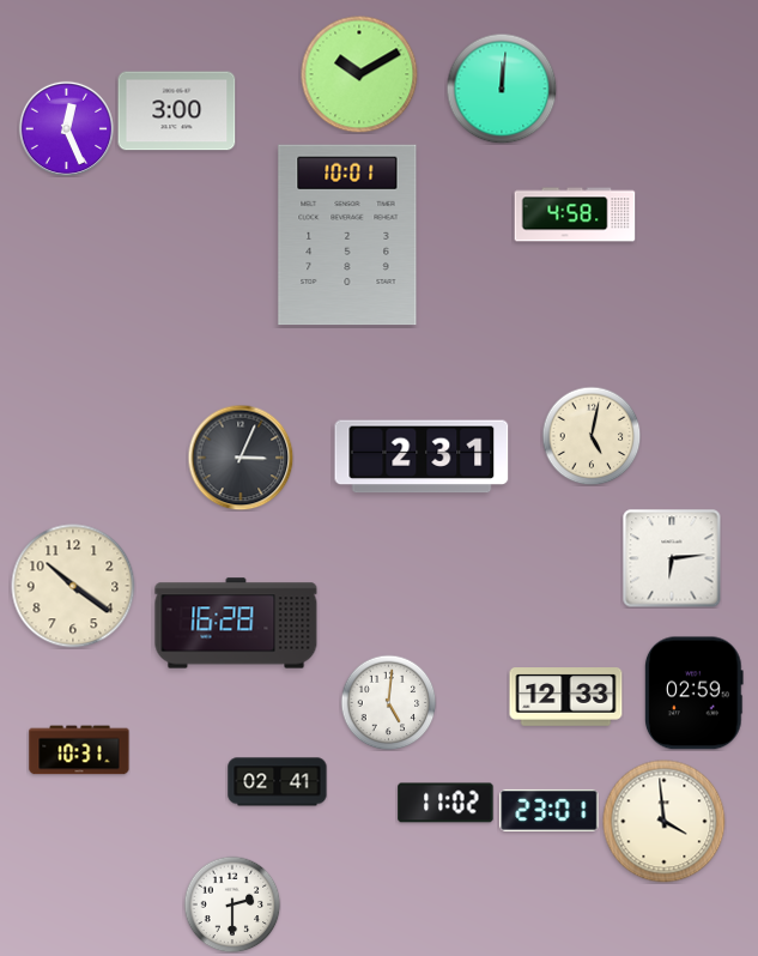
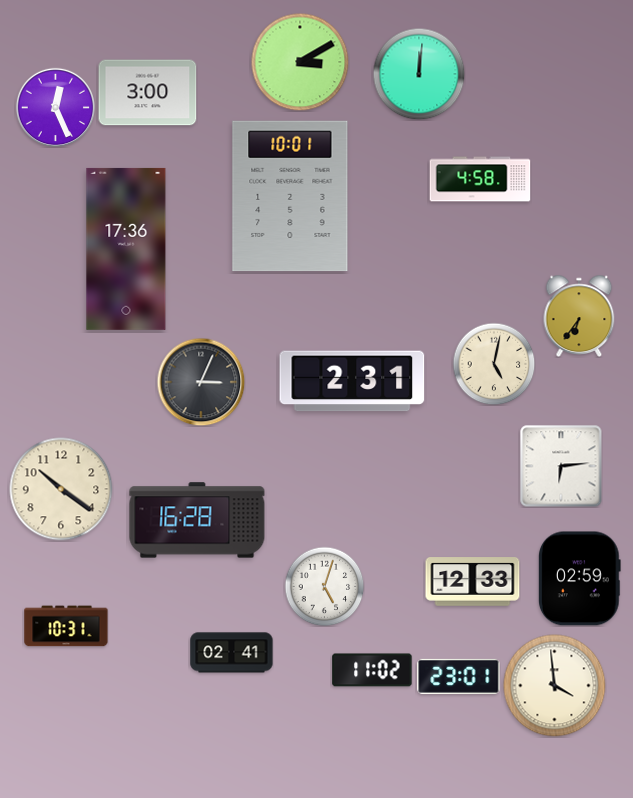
clock at (359, 74): 10:10 -> 3:10
clock at (126, 249): none -> 17:36
clock at (579, 315): none -> 6:36
clock at (388, 702): 5:01 -> 5:03
clock at (232, 904): 2:30 -> none
